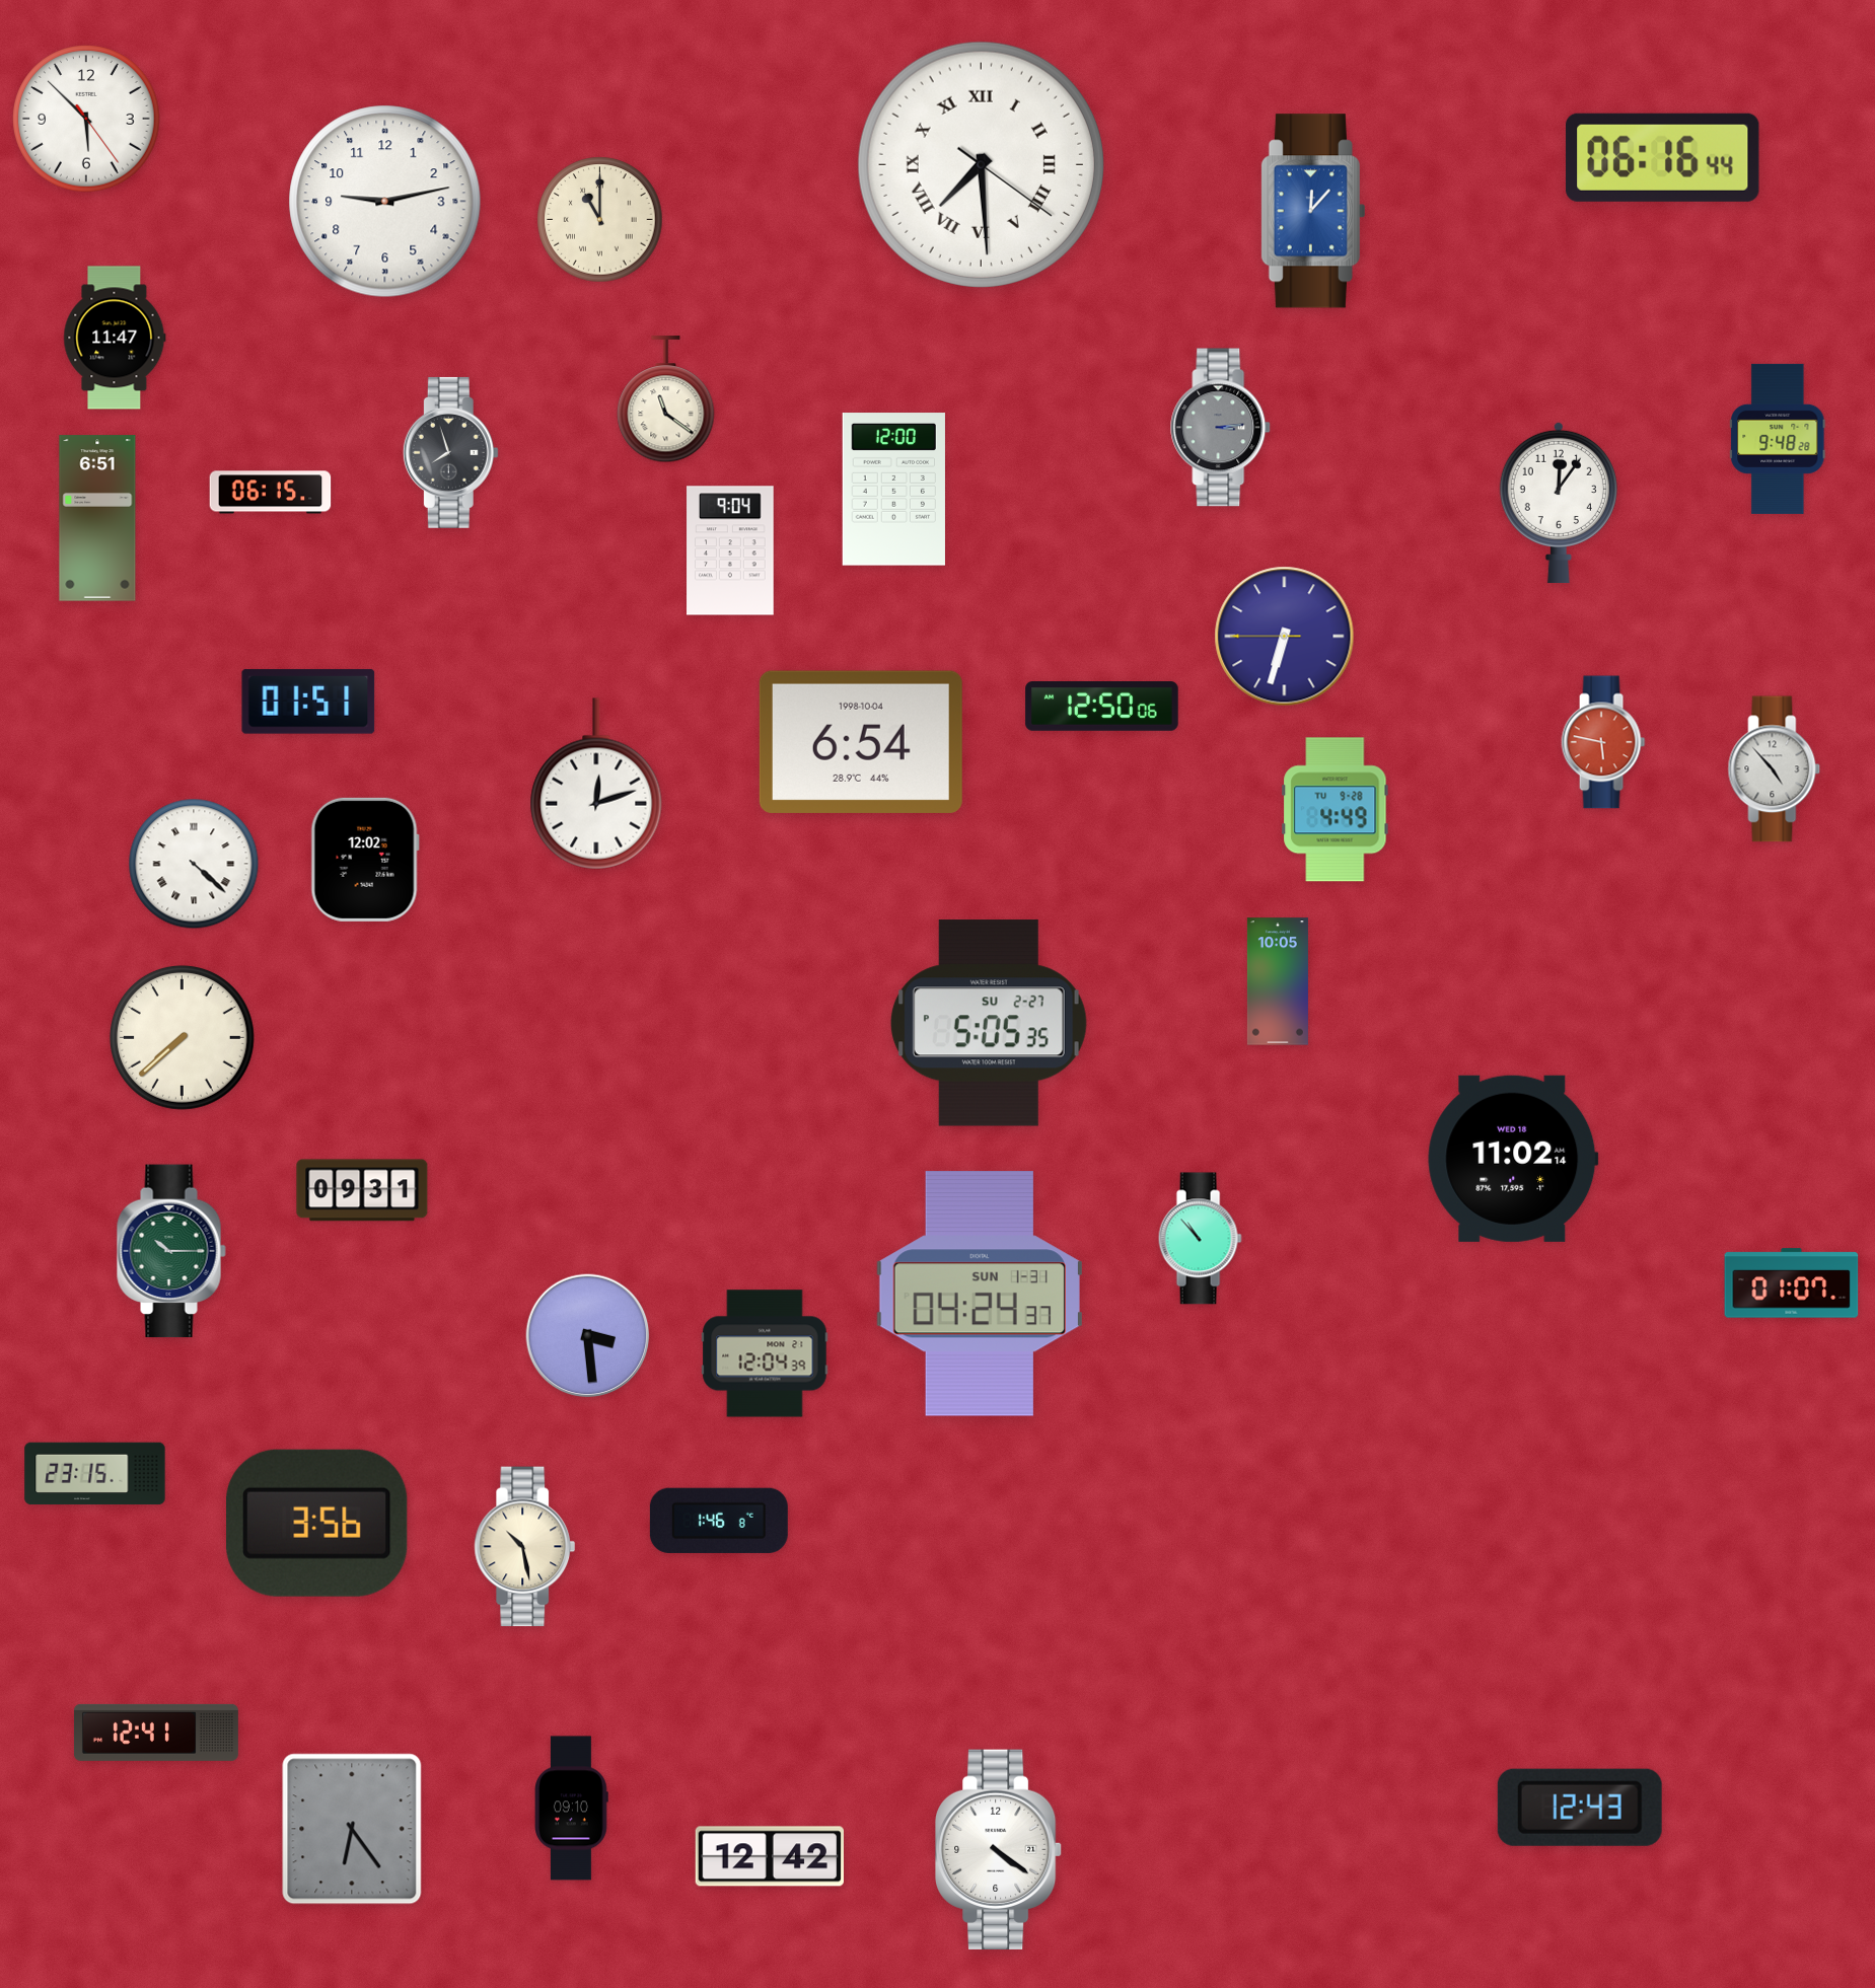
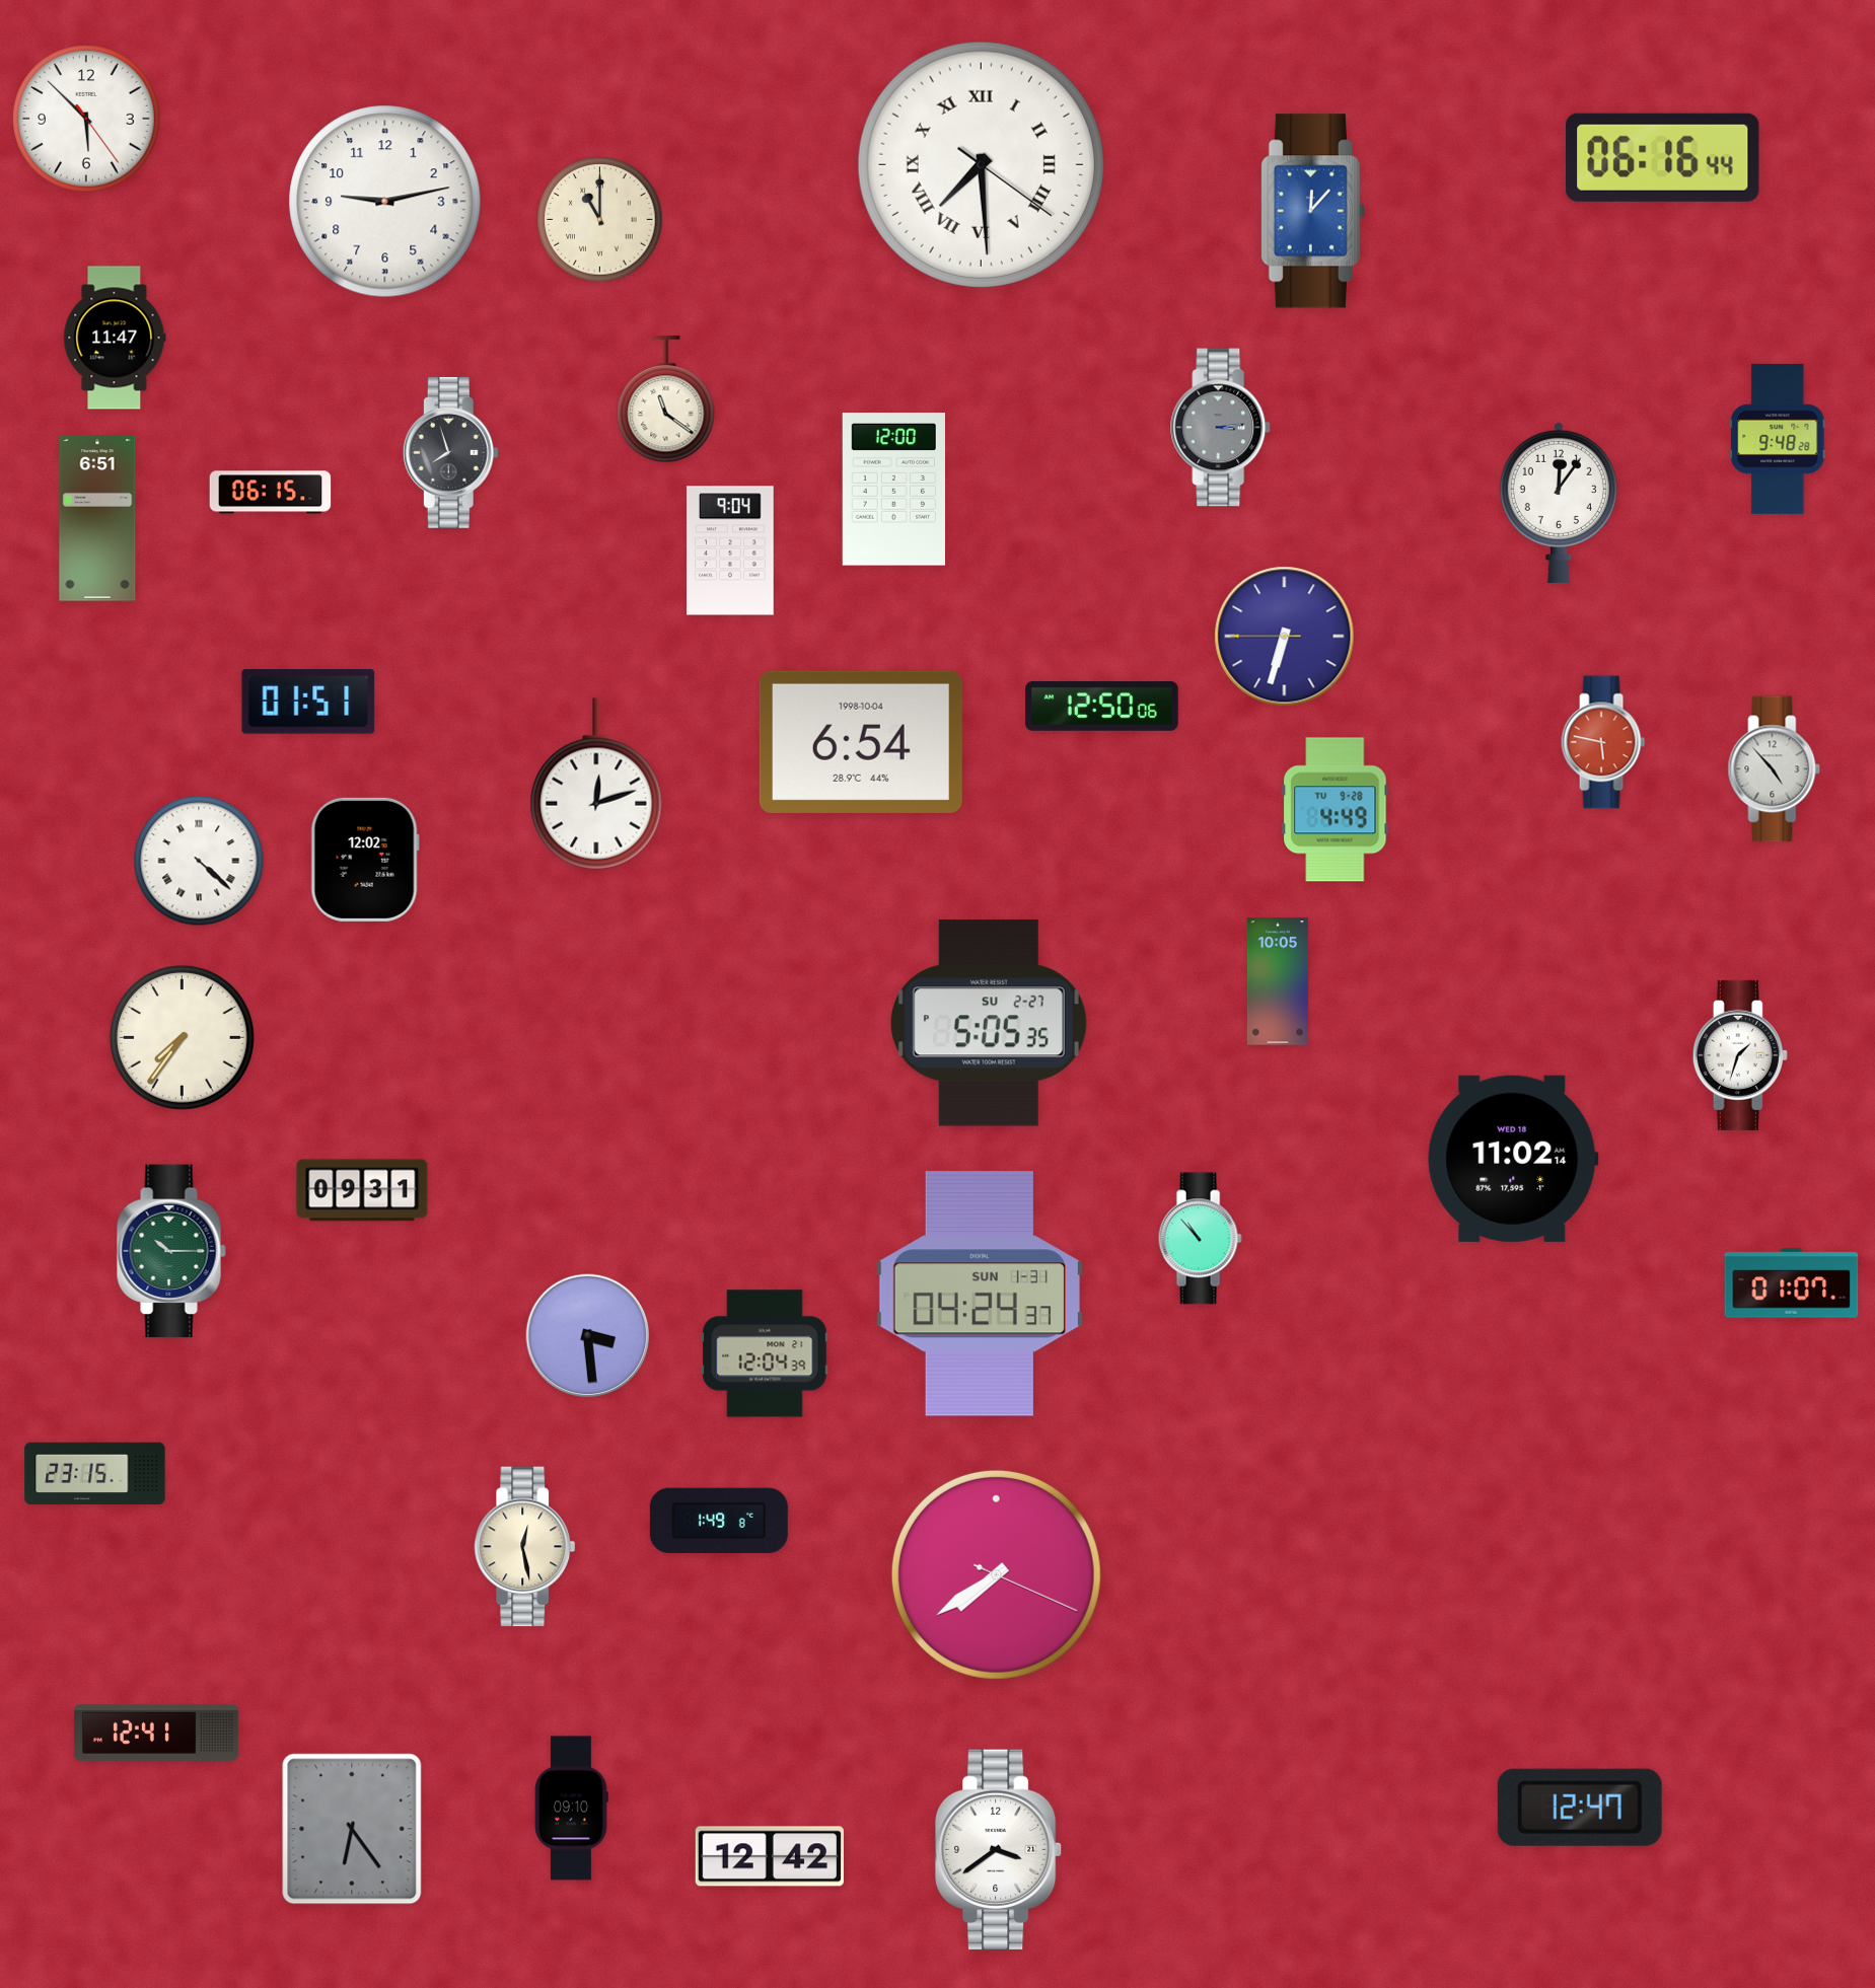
clock at (194, 864) position: (194, 864) -> (199, 861)
clock at (182, 1037): 7:38 -> 7:36
clock at (1740, 1055): none -> 1:33
clock at (719, 1521): 1:46 -> 1:49
clock at (317, 1523): 3:56 -> none
clock at (525, 1547): 10:28 -> 12:28
clock at (996, 1574): none -> 7:39
clock at (1580, 1808): 12:43 -> 12:47
clock at (1000, 1849): 4:21 -> 3:39
